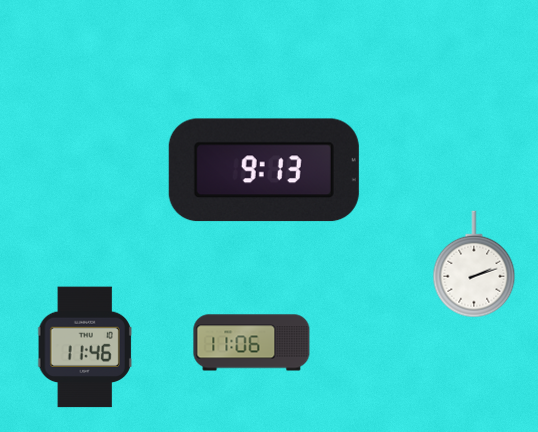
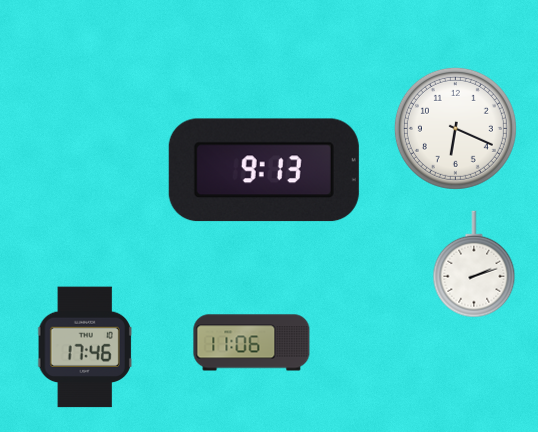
clock at (455, 128): none -> 6:19
clock at (85, 347): 11:46 -> 17:46
